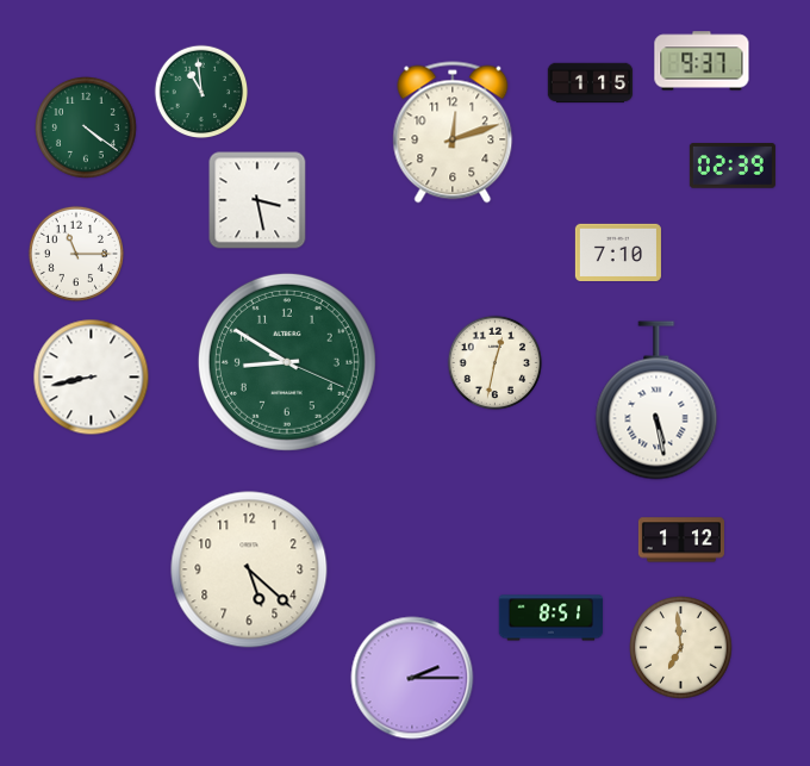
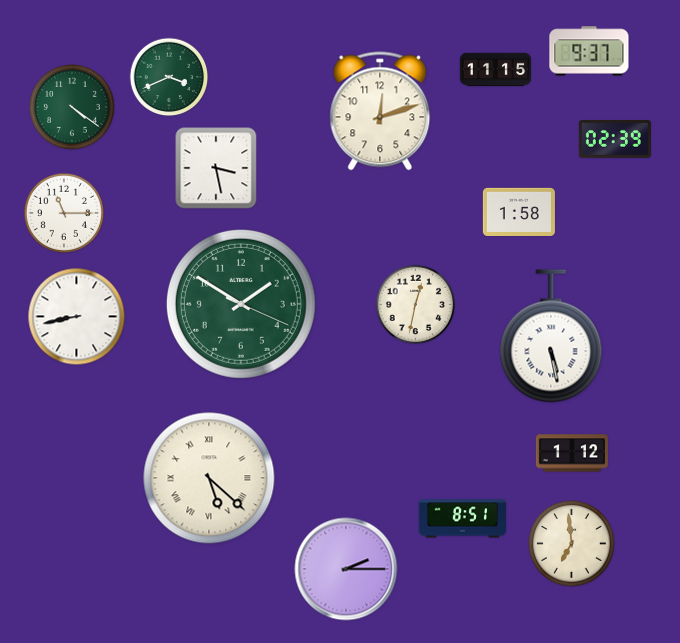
clock at (591, 83): 1:15 -> 11:15
clock at (201, 92): 10:59 -> 3:41
clock at (618, 251): 7:10 -> 1:58
clock at (287, 362): 8:50 -> 1:50
clock at (249, 569) numerals: Arabic -> Roman
